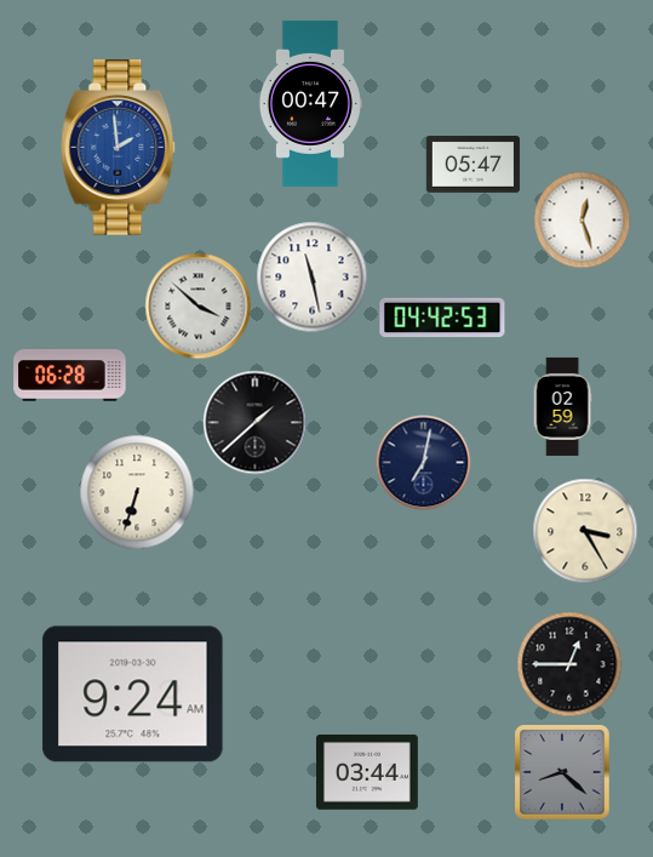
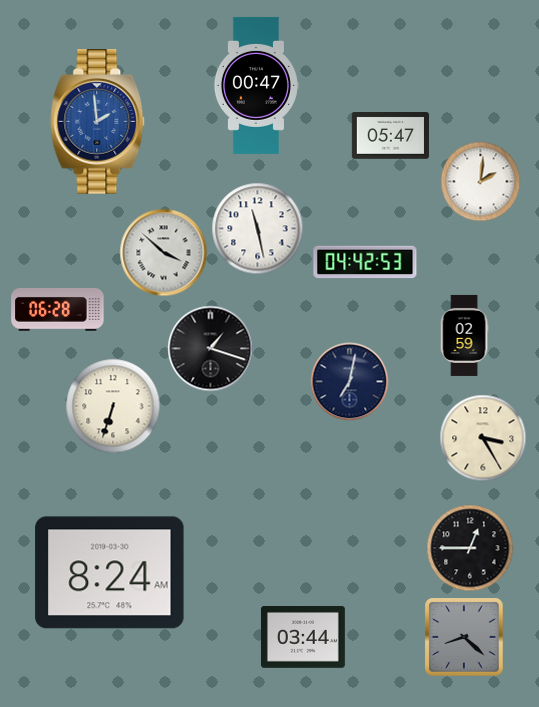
clock at (582, 219): 12:27 -> 2:01
clock at (254, 422): 1:38 -> 1:18
clock at (133, 695): 9:24 -> 8:24
